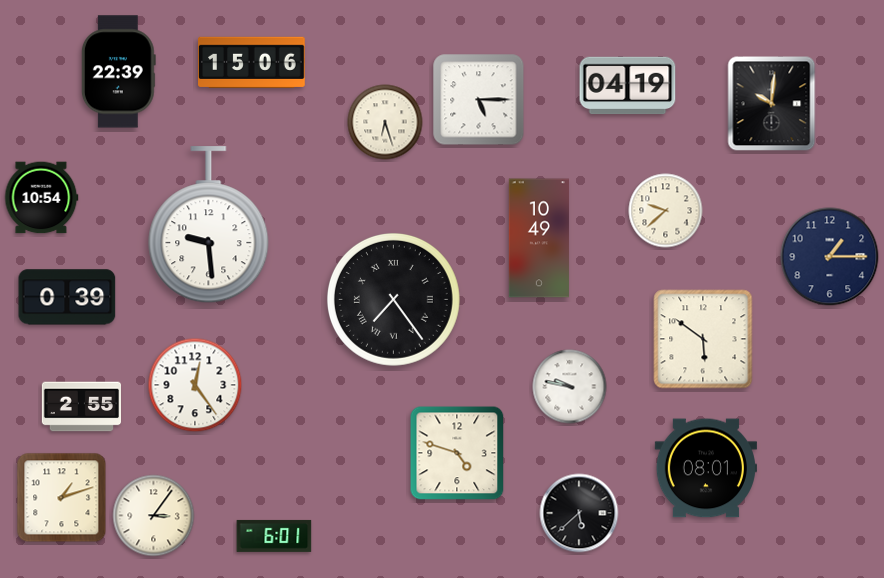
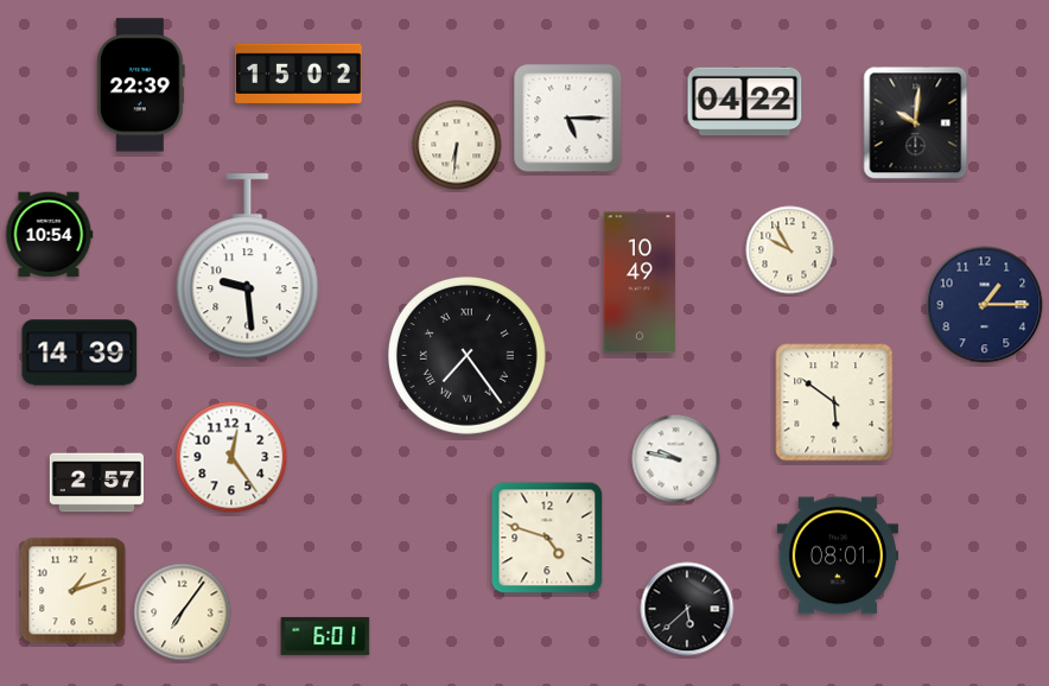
clock at (252, 63): 15:06 -> 15:02
clock at (628, 86): 04:19 -> 04:22
clock at (385, 122): 6:27 -> 6:31
clock at (666, 211): 9:38 -> 9:55
clock at (67, 297): 0:39 -> 14:39
clock at (81, 407): 2:55 -> 2:57
clock at (457, 453) position: (457, 453) -> (547, 538)
clock at (154, 516): 3:06 -> 7:06
